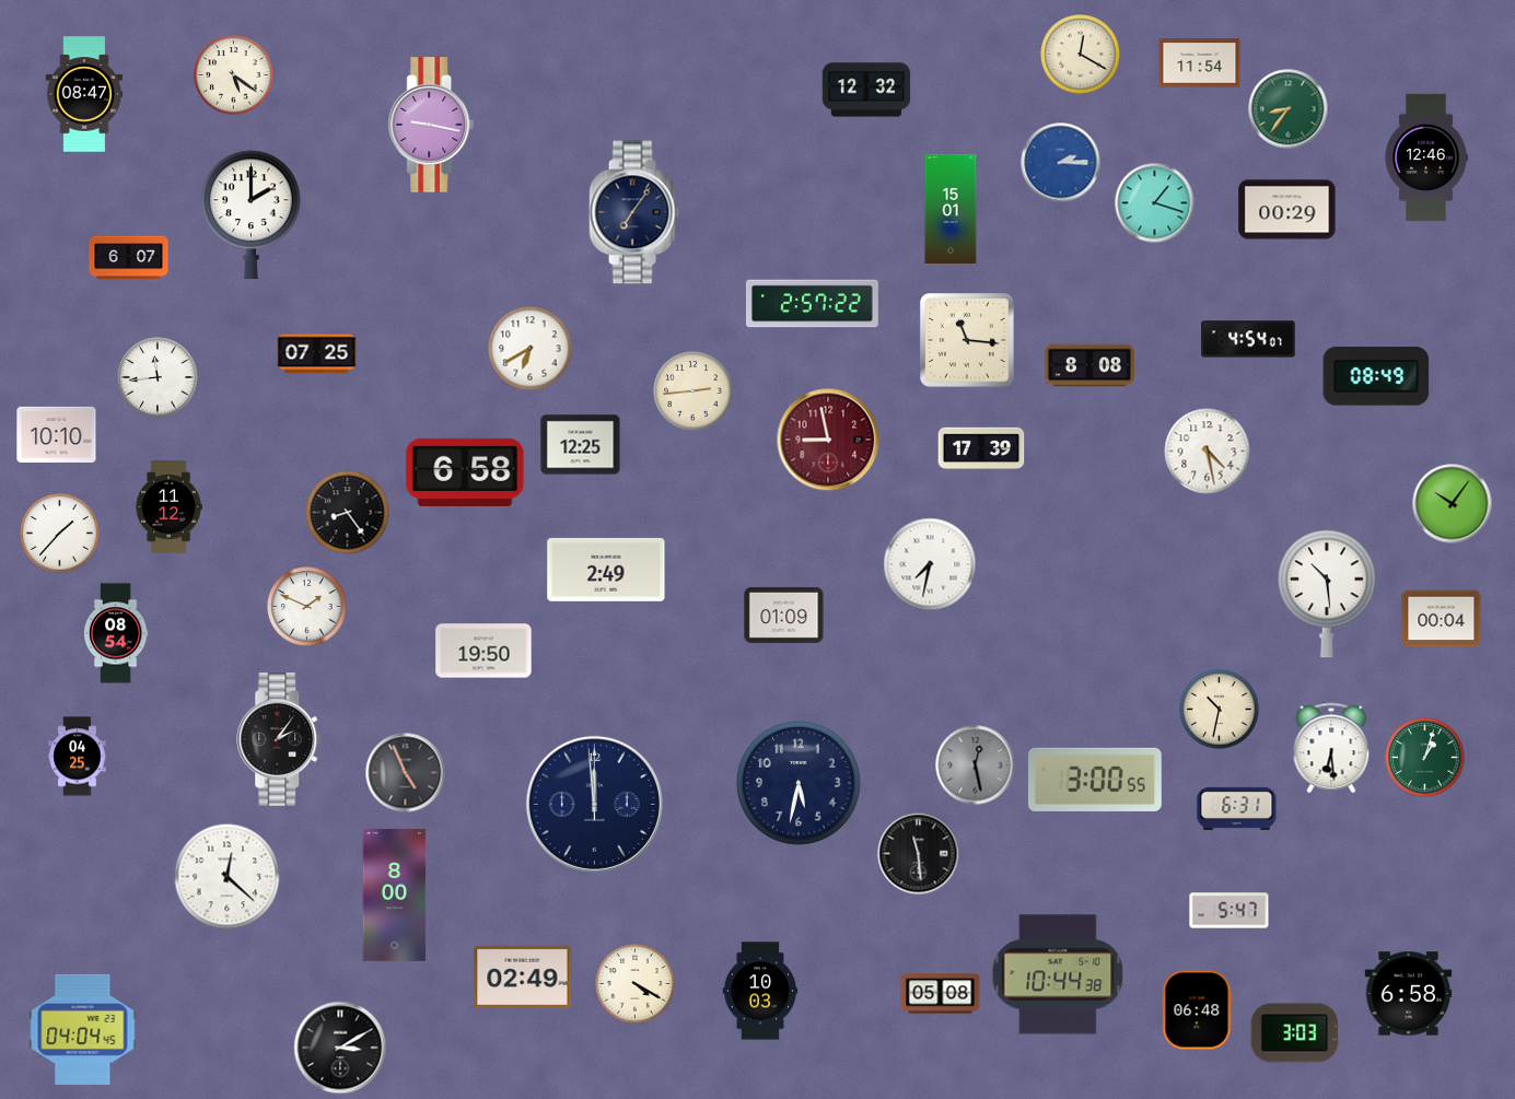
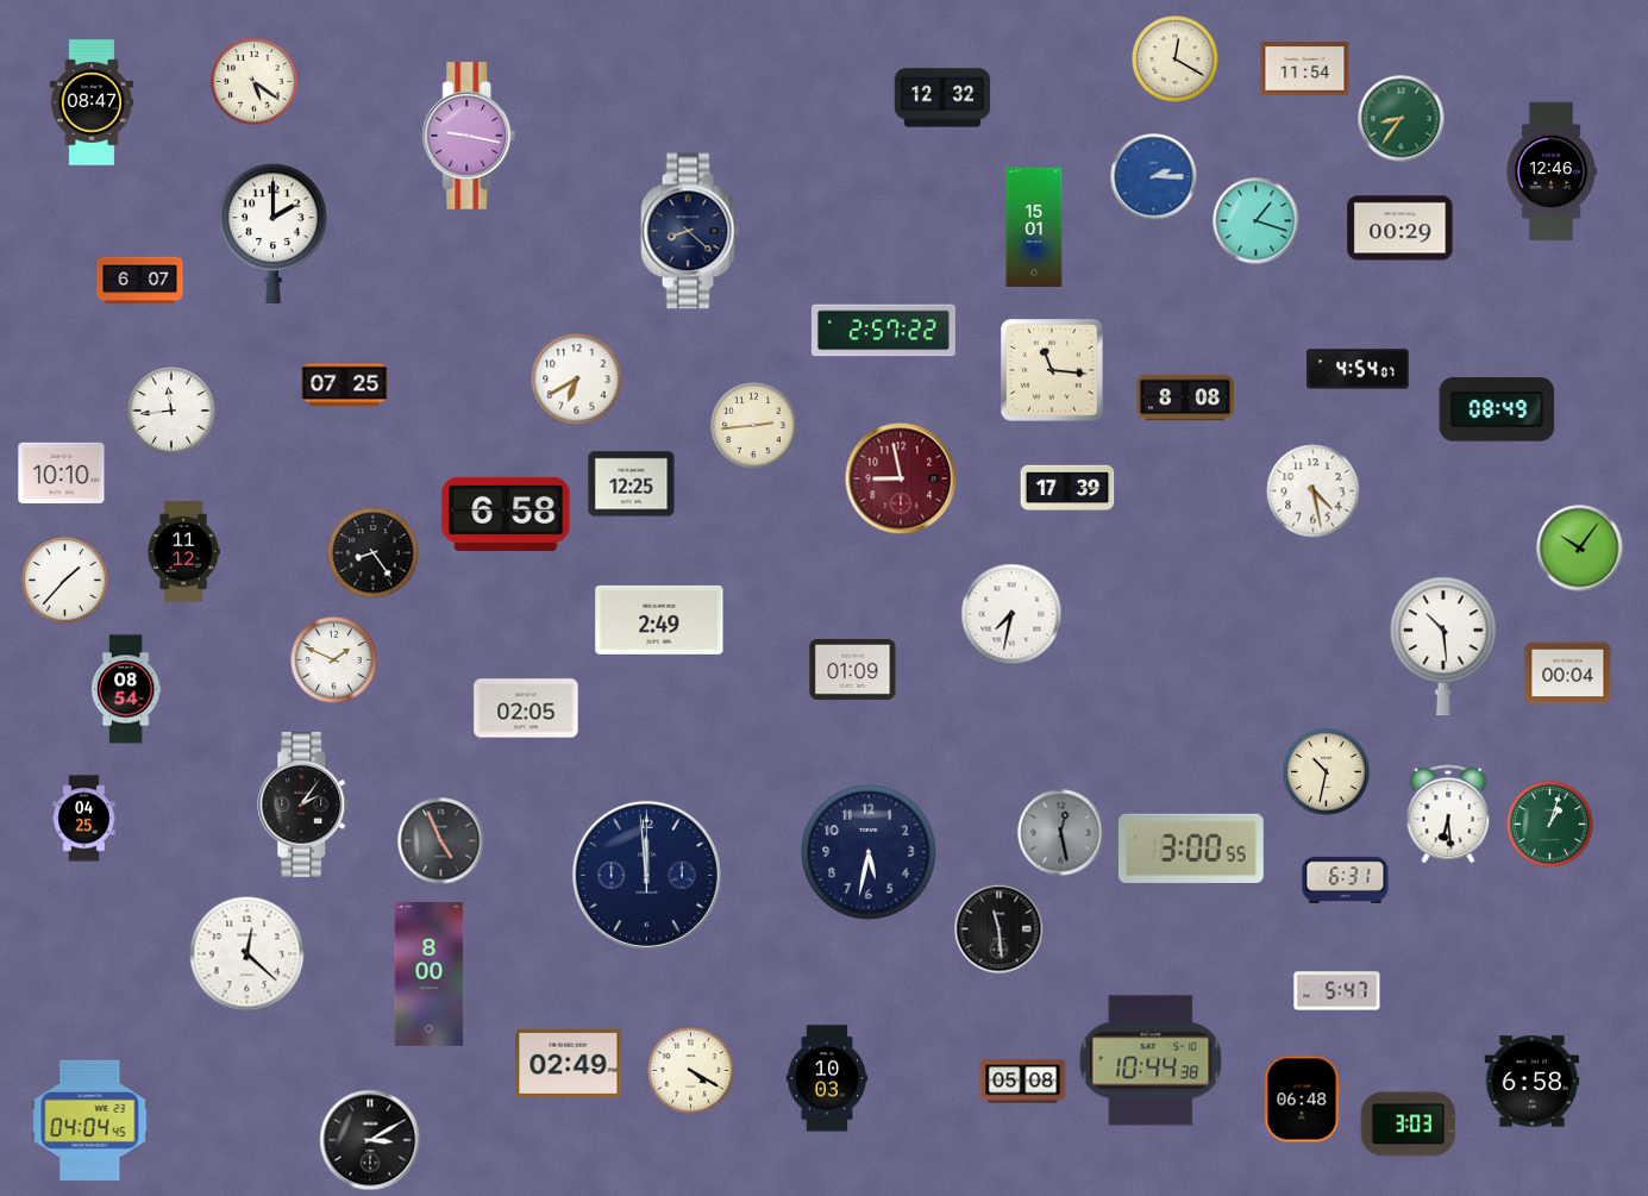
clock at (634, 212): 7:06 -> 8:22
clock at (348, 513) position: (348, 513) -> (374, 553)
clock at (483, 651): 19:50 -> 02:05
clock at (78, 757) position: (78, 757) -> (84, 819)
